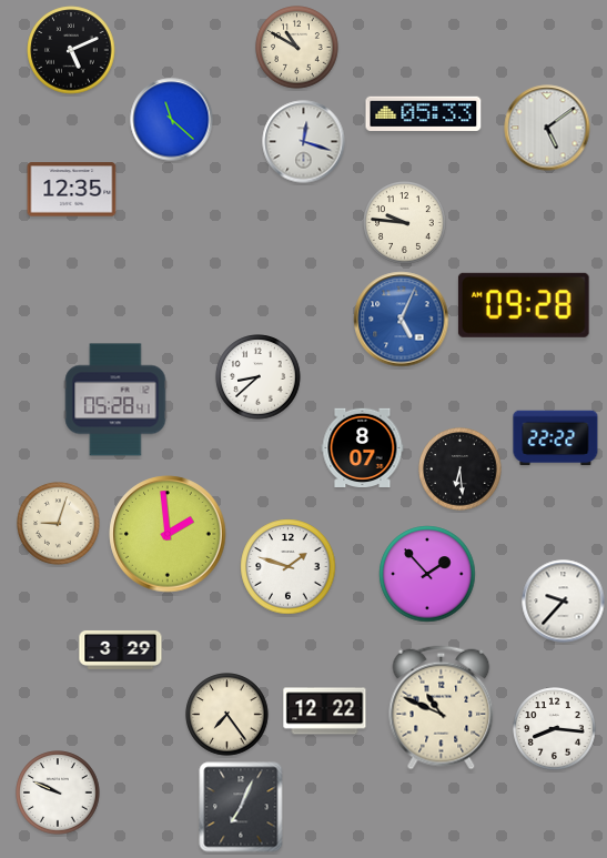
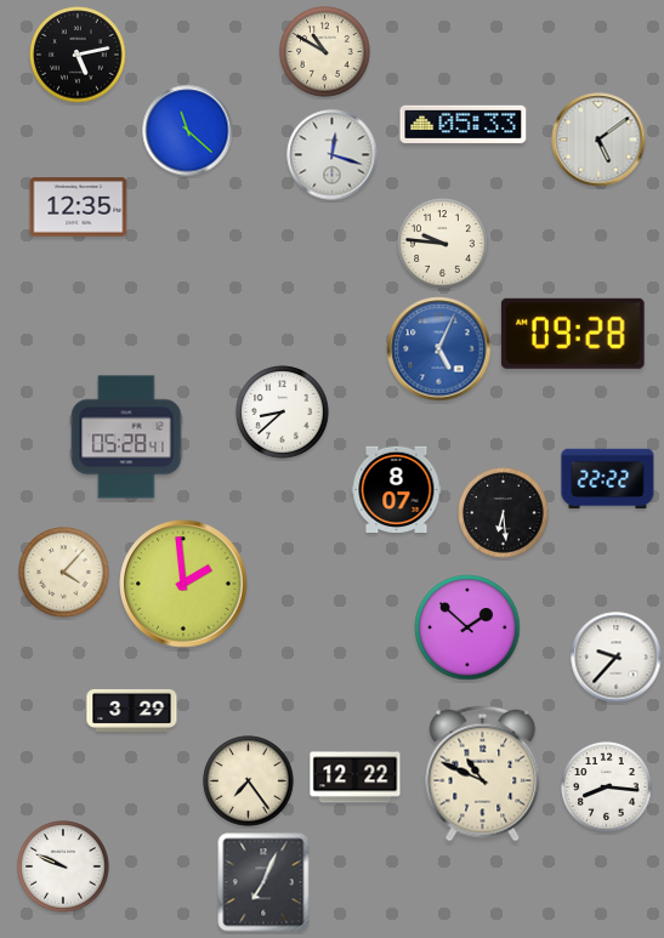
clock at (71, 50): 5:11 -> 5:13
clock at (59, 524): 9:03 -> 4:07
clock at (289, 567): 1:48 -> none
clock at (427, 574): 1:53 -> 1:52
clock at (555, 729) position: (555, 729) -> (607, 788)
